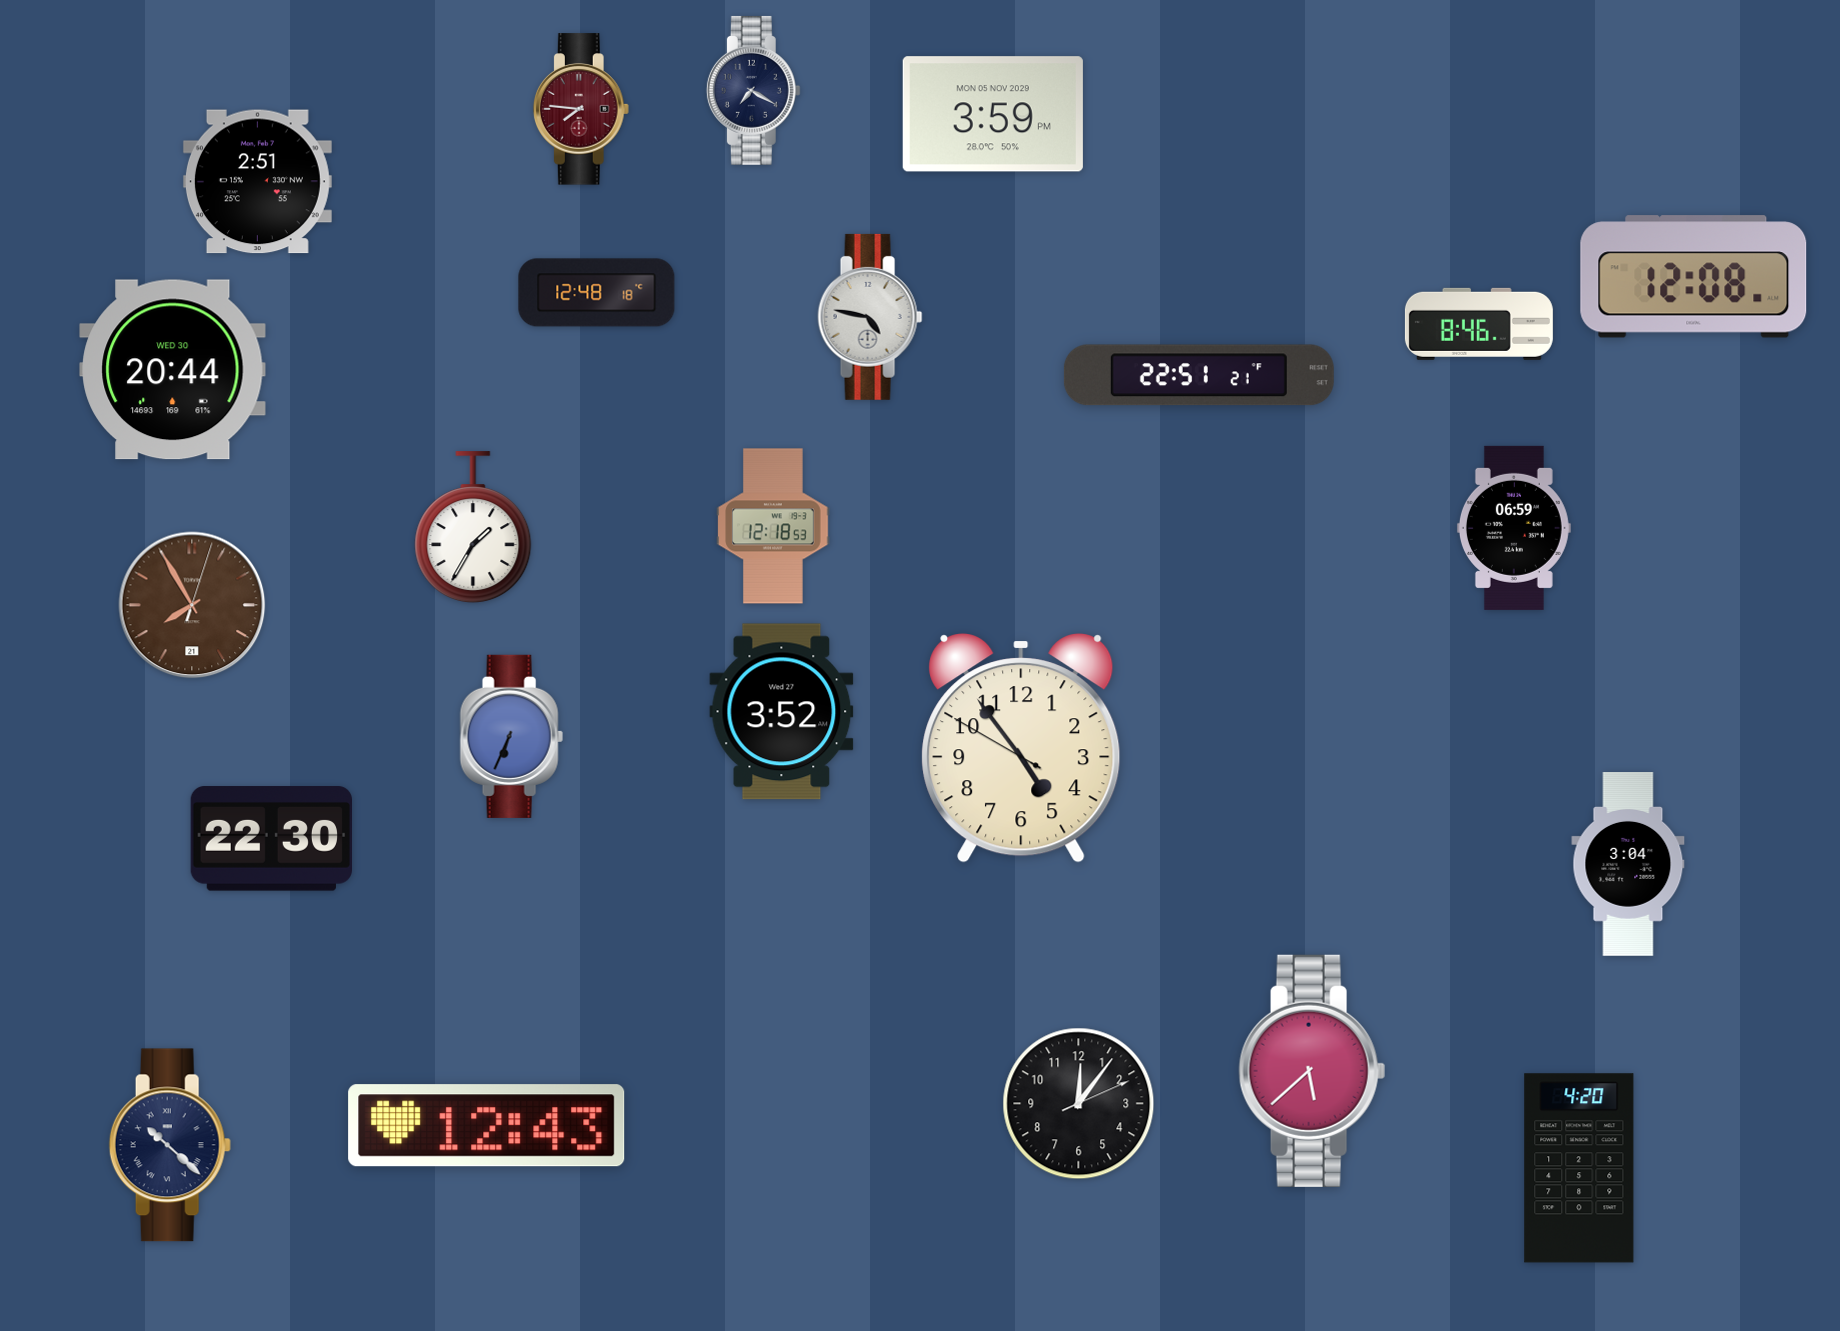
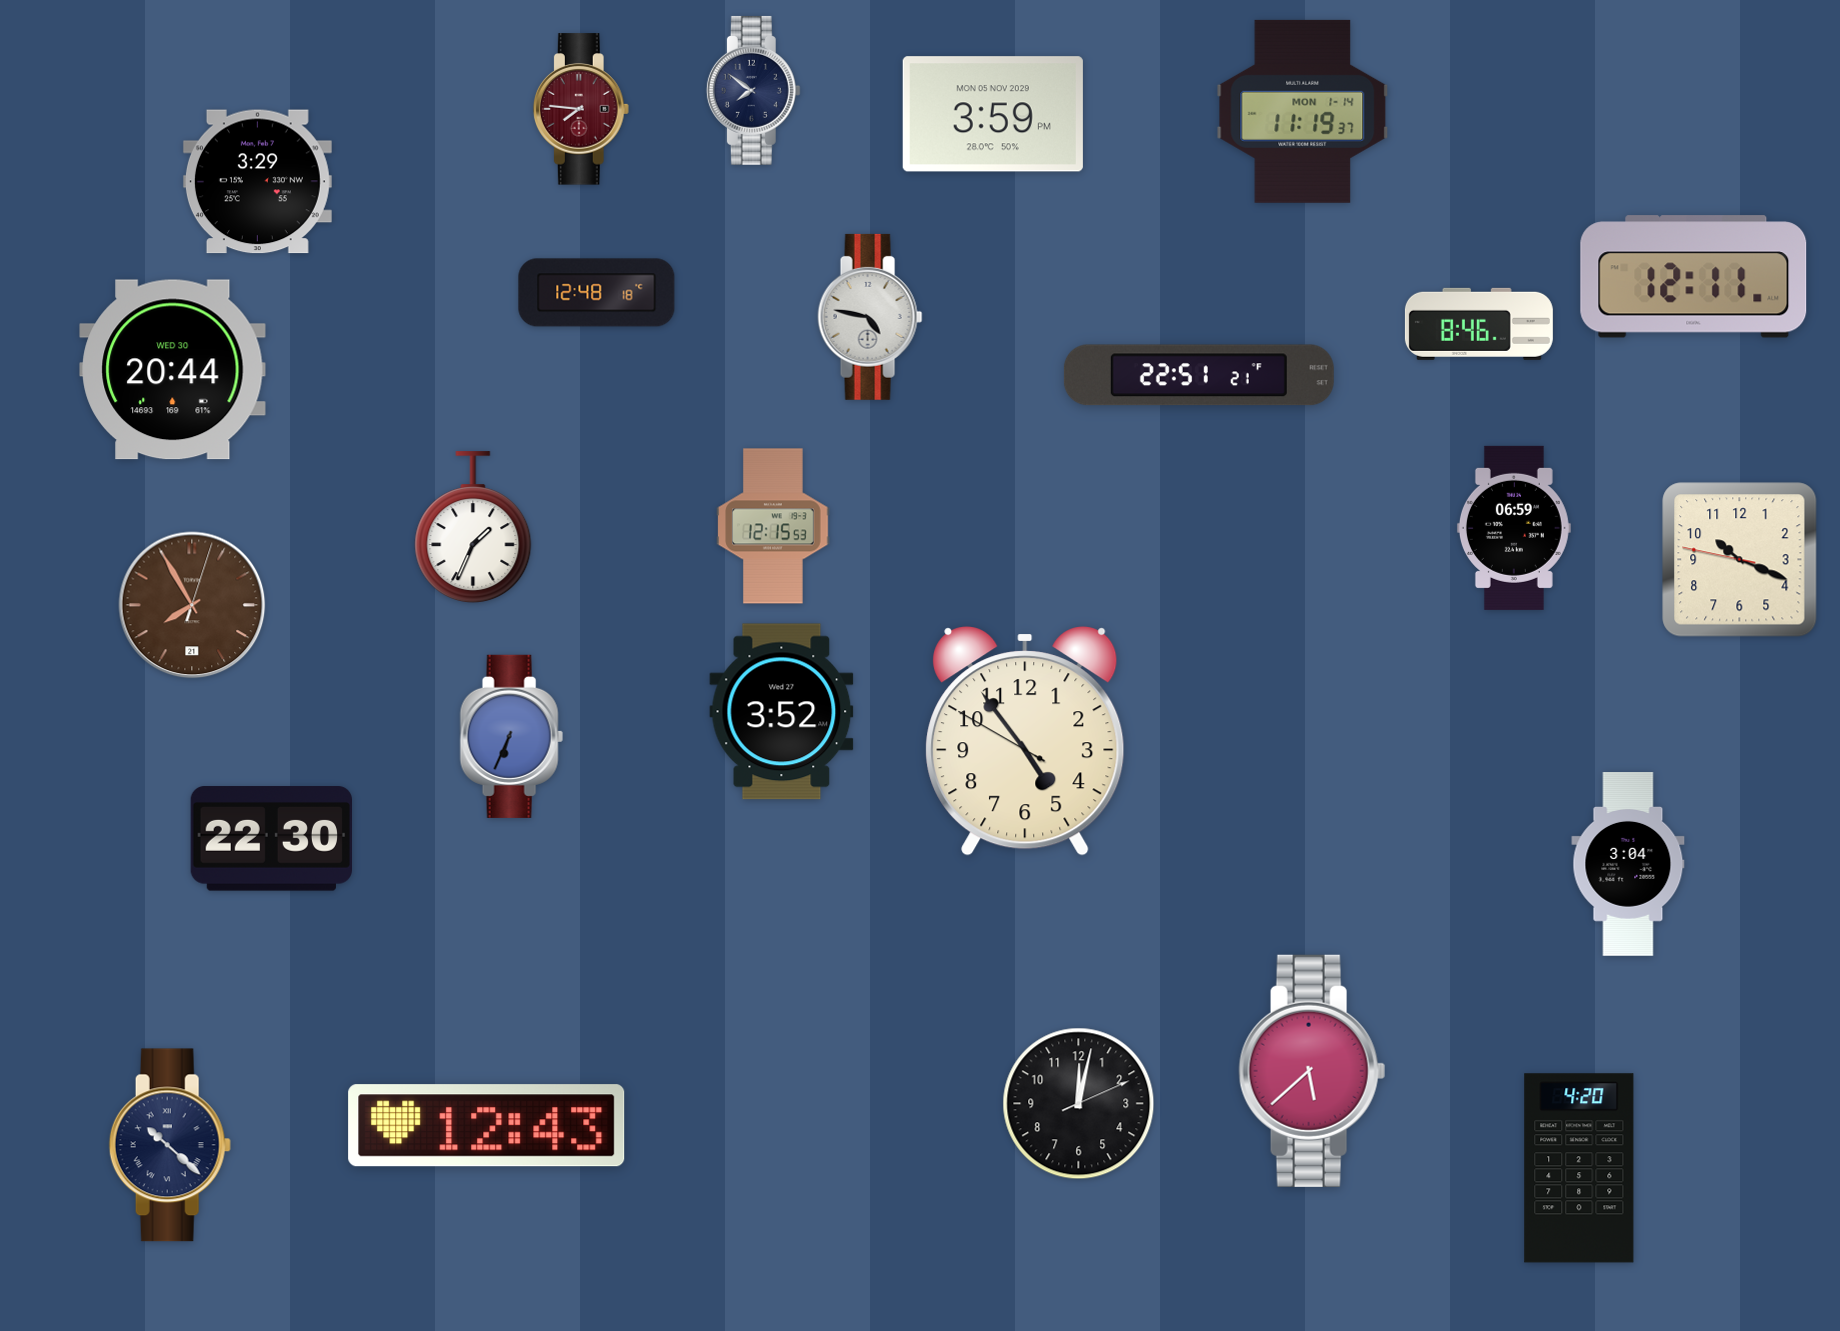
clock at (753, 90): 7:20 -> 7:51
clock at (1303, 111): none -> 11:19
clock at (257, 182): 2:51 -> 3:29
clock at (1694, 277): 12:08 -> 12:11
clock at (773, 526): 12:18 -> 12:15
clock at (473, 528): 1:35 -> 1:34
clock at (1740, 560): none -> 10:18
clock at (1021, 748) position: (1021, 748) -> (1025, 741)
clock at (1079, 1104): 12:06 -> 12:02
